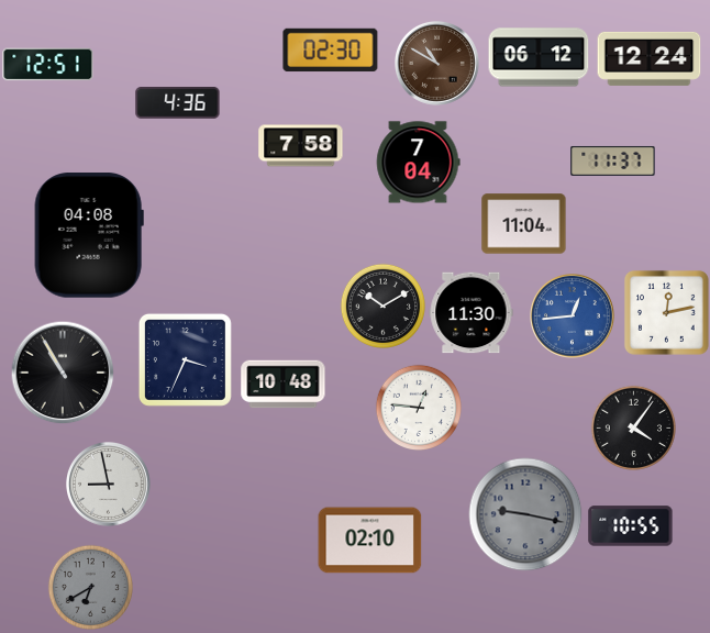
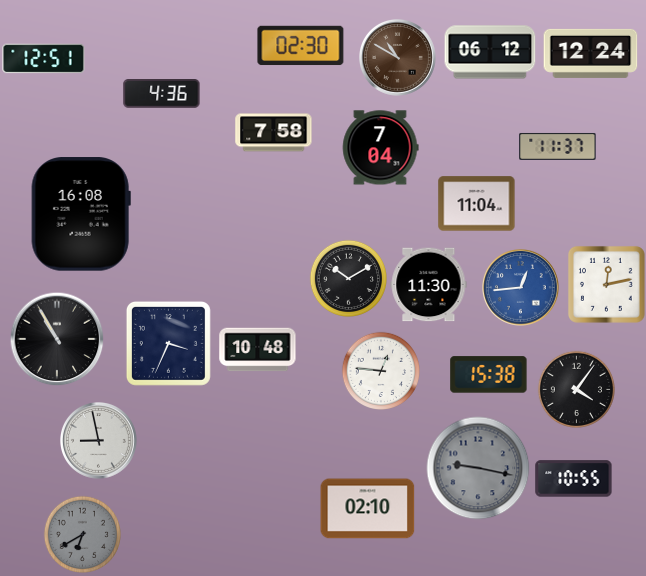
clock at (89, 235): 04:08 -> 16:08
clock at (185, 359) position: (185, 359) -> (168, 343)
clock at (489, 375): none -> 15:38
clock at (370, 541) position: (370, 541) -> (368, 509)
